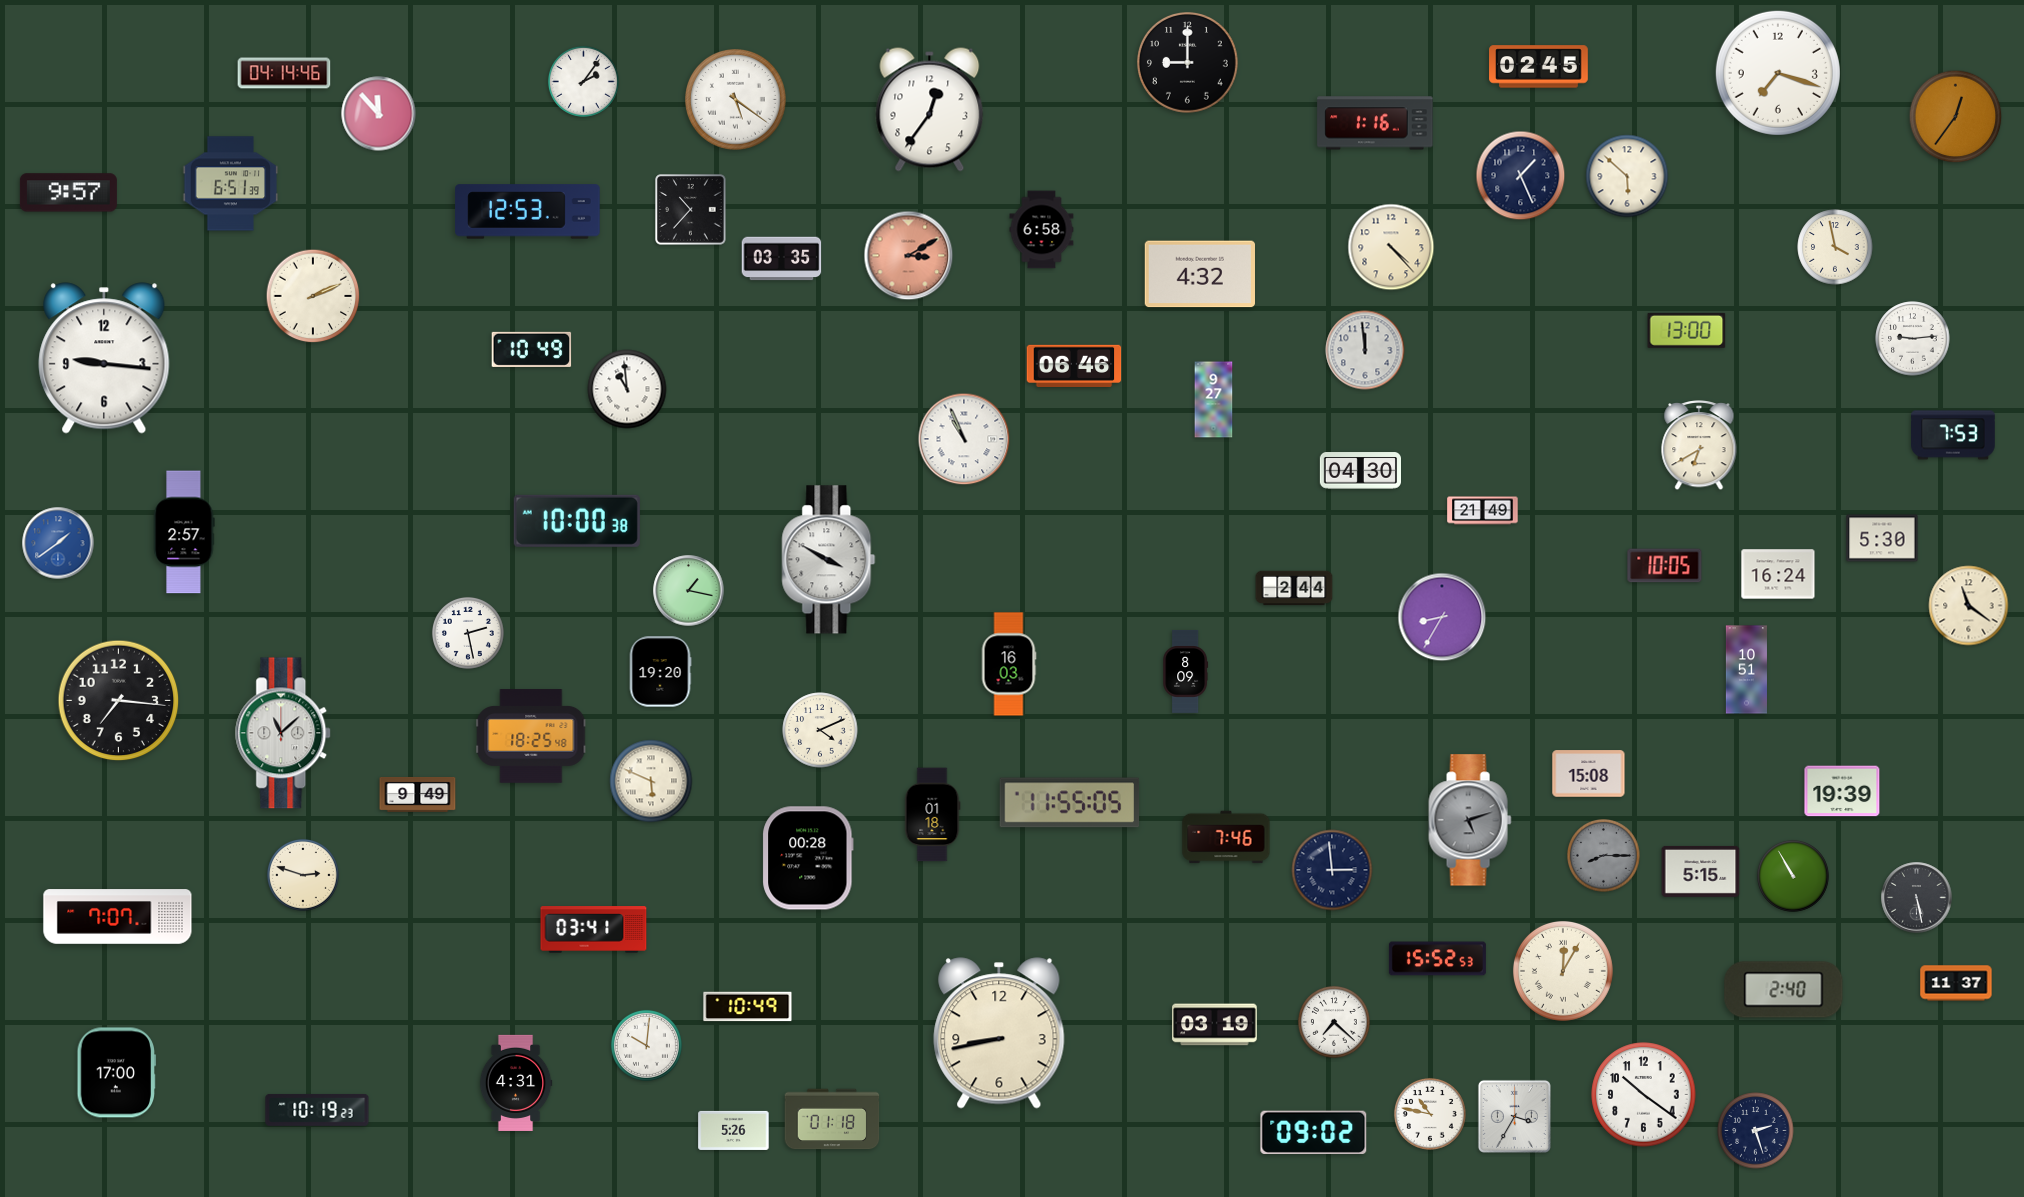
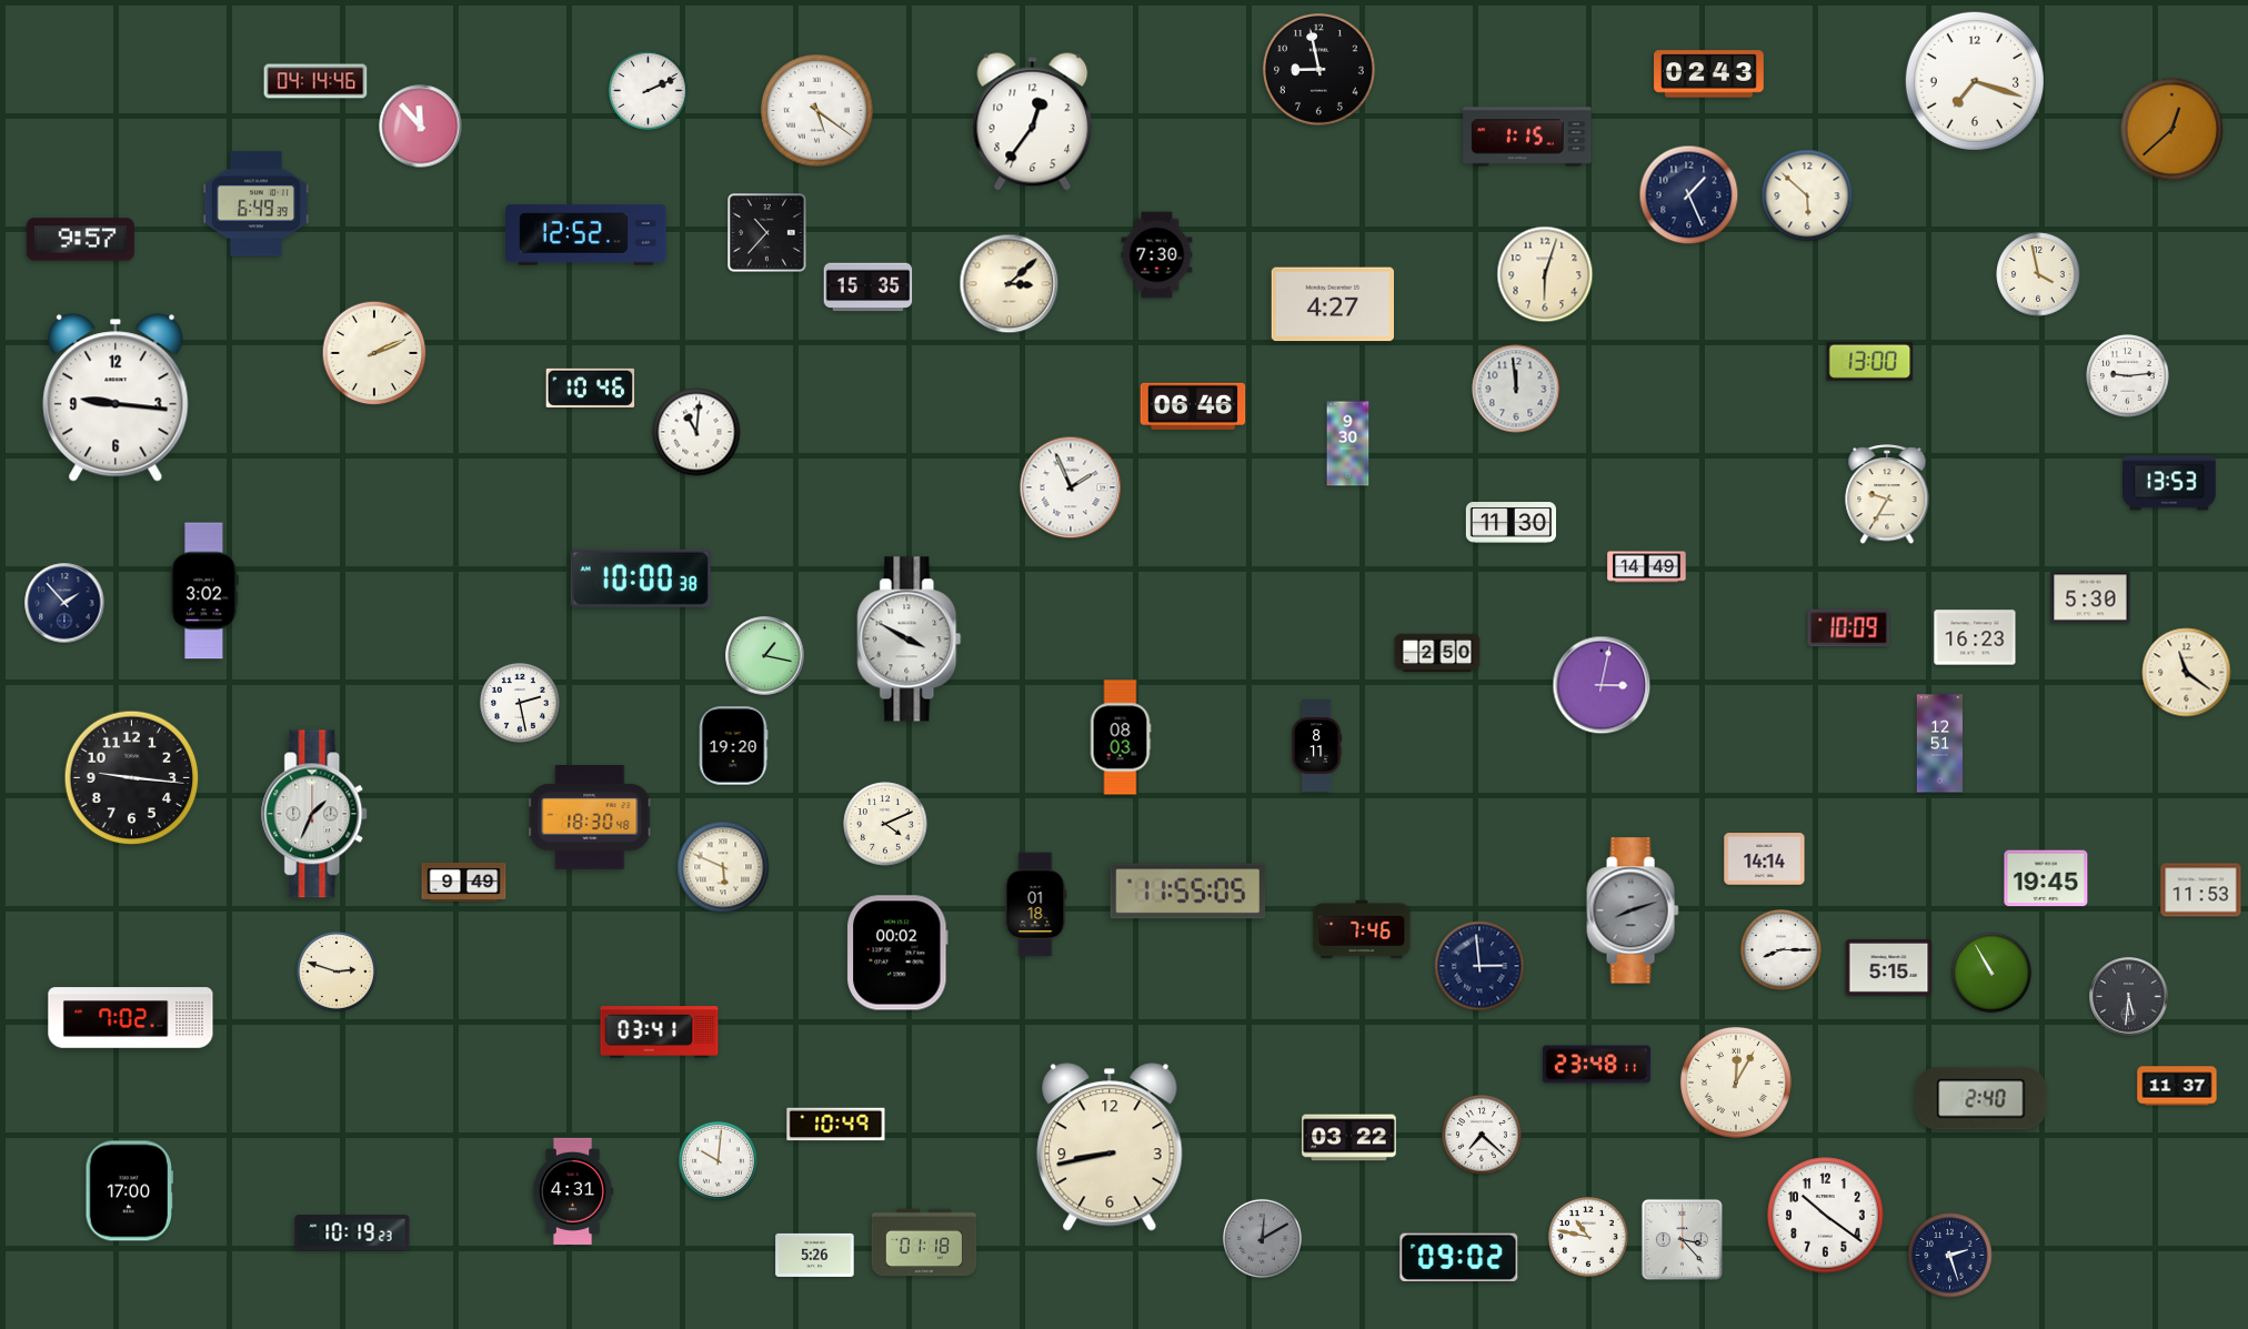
clock at (1188, 63): 9:00 -> 8:58
clock at (1539, 67): 02:45 -> 02:43
clock at (583, 81): 2:06 -> 2:11
clock at (1956, 117): 12:36 -> 12:38
clock at (1375, 123): 1:16 -> 1:15
clock at (231, 184): 6:51 -> 6:49
clock at (68, 193) position: (68, 193) -> (80, 240)
clock at (528, 212): 12:53 -> 12:52
clock at (1042, 230): 6:58 -> 7:30
clock at (1391, 247): 4:23 -> 6:03
clock at (909, 256): 3:10 -> 3:08
clock at (909, 256) dial: salmon -> cream
clock at (782, 259): 03:35 -> 15:35
clock at (1199, 274): 4:32 -> 4:27
clock at (313, 296) position: (313, 296) -> (374, 353)
clock at (1687, 330) position: (1687, 330) -> (1870, 361)
clock at (1913, 339) position: (1913, 339) -> (2128, 376)
clock at (532, 349): 10:49 -> 10:46
clock at (627, 389): 10:59 -> 11:01
clock at (1214, 400): 9:27 -> 9:30
clock at (1954, 435): 7:53 -> 13:53
clock at (964, 439): 10:56 -> 1:56
clock at (1699, 446): 6:40 -> 9:35
clock at (1360, 471): 04:30 -> 11:30
clock at (1483, 511): 21:49 -> 14:49
clock at (184, 532): 2:57 -> 3:02
clock at (58, 543): 1:39 -> 1:53
clock at (58, 543) dial: blue -> navy
clock at (829, 560) position: (829, 560) -> (910, 640)
clock at (1665, 566): 10:05 -> 10:09
clock at (1778, 574): 16:24 -> 16:23
clock at (1294, 588): 2:44 -> 2:50
clock at (1442, 617): 8:35 -> 3:02
clock at (1009, 664): 16:03 -> 08:03
clock at (1746, 670): 10:51 -> 12:51
clock at (1186, 671): 8:09 -> 8:11
clock at (119, 701): 7:16 -> 9:16
clock at (820, 730) position: (820, 730) -> (885, 824)
clock at (284, 733): 11:08 -> 1:34
clock at (531, 736): 18:25 -> 18:30
clock at (1589, 774): 15:08 -> 14:14
clock at (1842, 791): 19:39 -> 19:45
clock at (2201, 890): none -> 11:53
clock at (1470, 820): 5:12 -> 8:12
clock at (1604, 856) dial: grey -> white
clock at (808, 858): 00:28 -> 00:02
clock at (1917, 898): 5:28 -> 5:31
clock at (118, 917): 7:07 -> 7:02
clock at (1437, 959): 15:52 -> 23:48
clock at (1563, 971) position: (1563, 971) -> (1736, 1083)
clock at (1956, 983) position: (1956, 983) -> (2177, 1086)
clock at (748, 1007) position: (748, 1007) -> (836, 1125)
clock at (1215, 1025): 03:19 -> 03:22
clock at (516, 1082) position: (516, 1082) -> (573, 1190)
clock at (1262, 1238): none -> 12:10
clock at (1514, 1116): 3:35 -> 3:23
